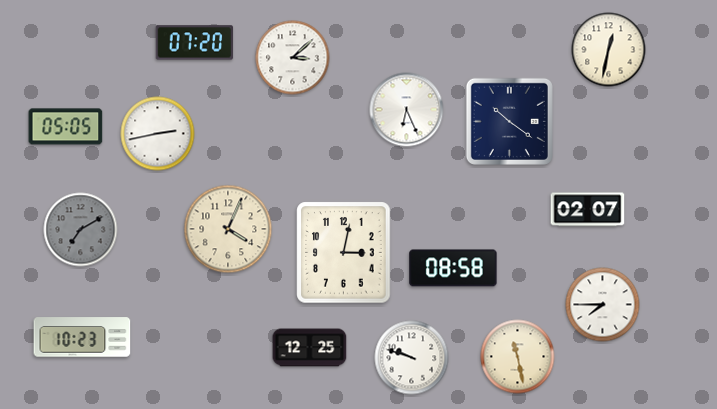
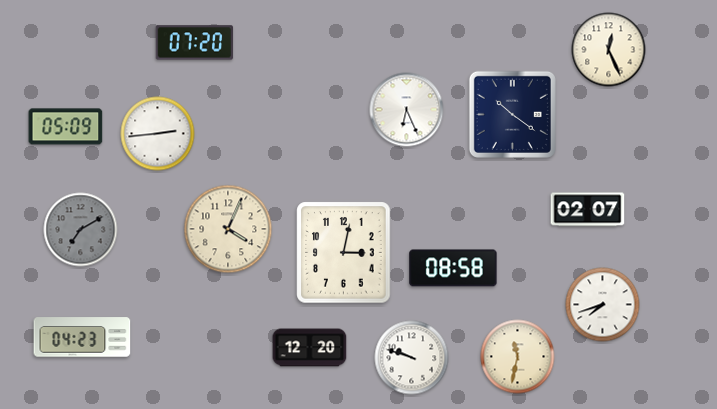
clock at (609, 50): 12:32 -> 12:26
clock at (293, 58): 3:08 -> none
clock at (509, 121) position: (509, 121) -> (512, 114)
clock at (66, 127): 05:05 -> 05:09
clock at (158, 134): 2:43 -> 2:44
clock at (603, 305): 7:45 -> 7:42
clock at (82, 337): 10:23 -> 04:23
clock at (310, 348): 12:25 -> 12:20
clock at (518, 357): 11:28 -> 11:32
